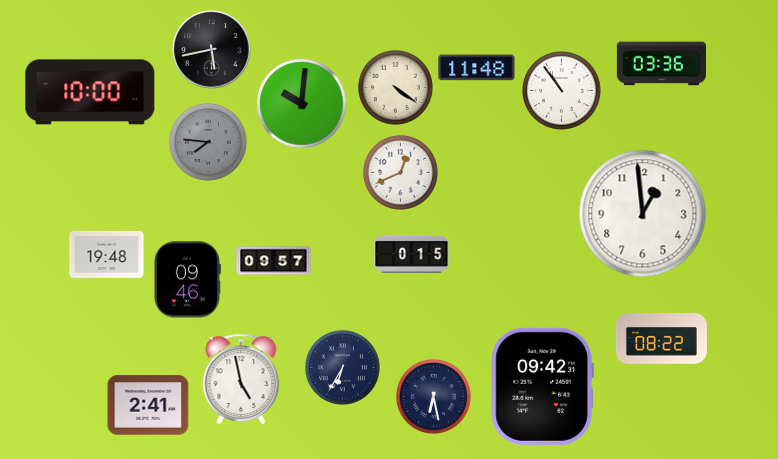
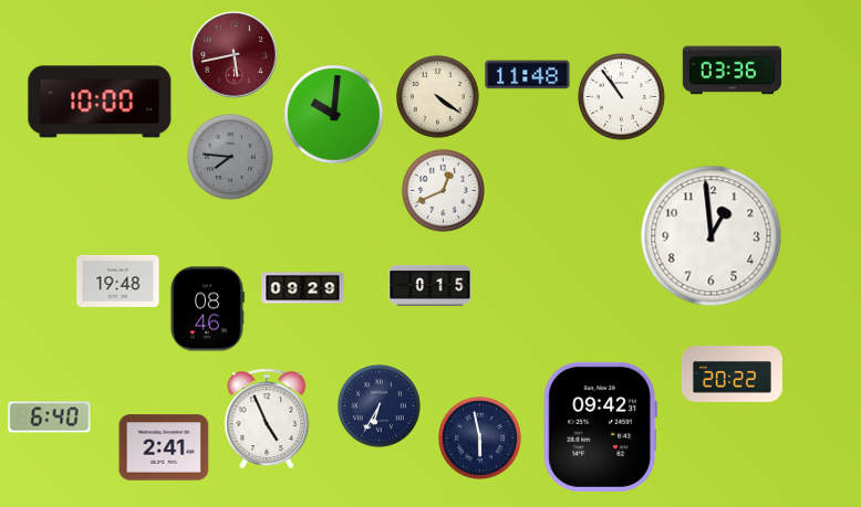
clock at (212, 50) dial: black -> burgundy
clock at (562, 91) position: (562, 91) -> (622, 97)
clock at (412, 254) position: (412, 254) -> (430, 285)
clock at (274, 261): 09:57 -> 09:29
clock at (187, 280): 09:46 -> 08:46
clock at (661, 339): 08:22 -> 20:22
clock at (50, 418): none -> 6:40
clock at (241, 379): 4:58 -> 4:56
clock at (433, 396): 6:28 -> 5:58
